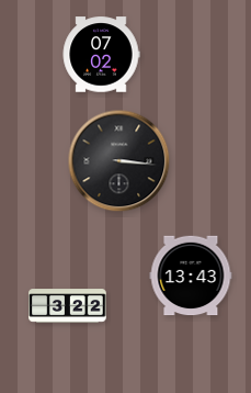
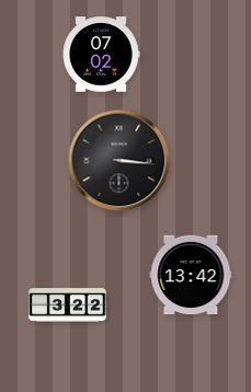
clock at (191, 276): 13:43 -> 13:42
